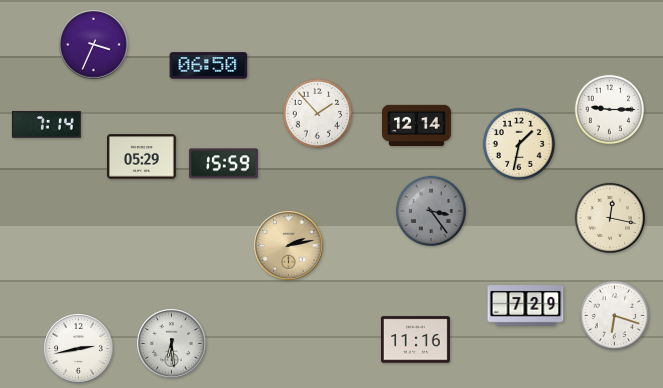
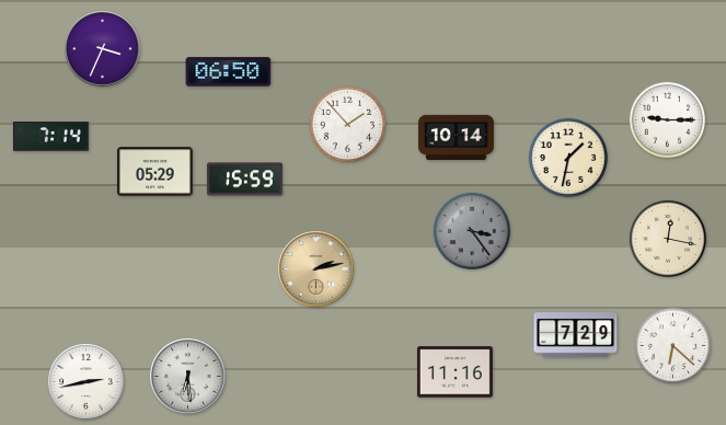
clock at (416, 126): 12:14 -> 10:14
clock at (615, 316): 6:18 -> 6:22
